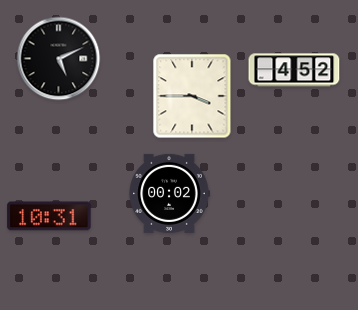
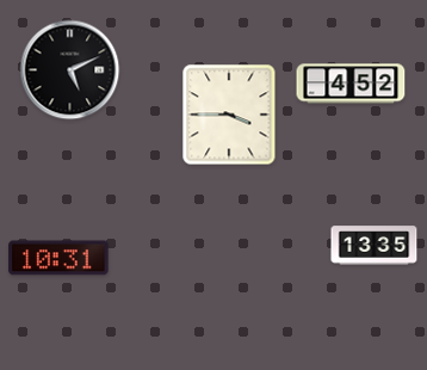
clock at (169, 193): 00:02 -> none
clock at (375, 246): none -> 13:35
